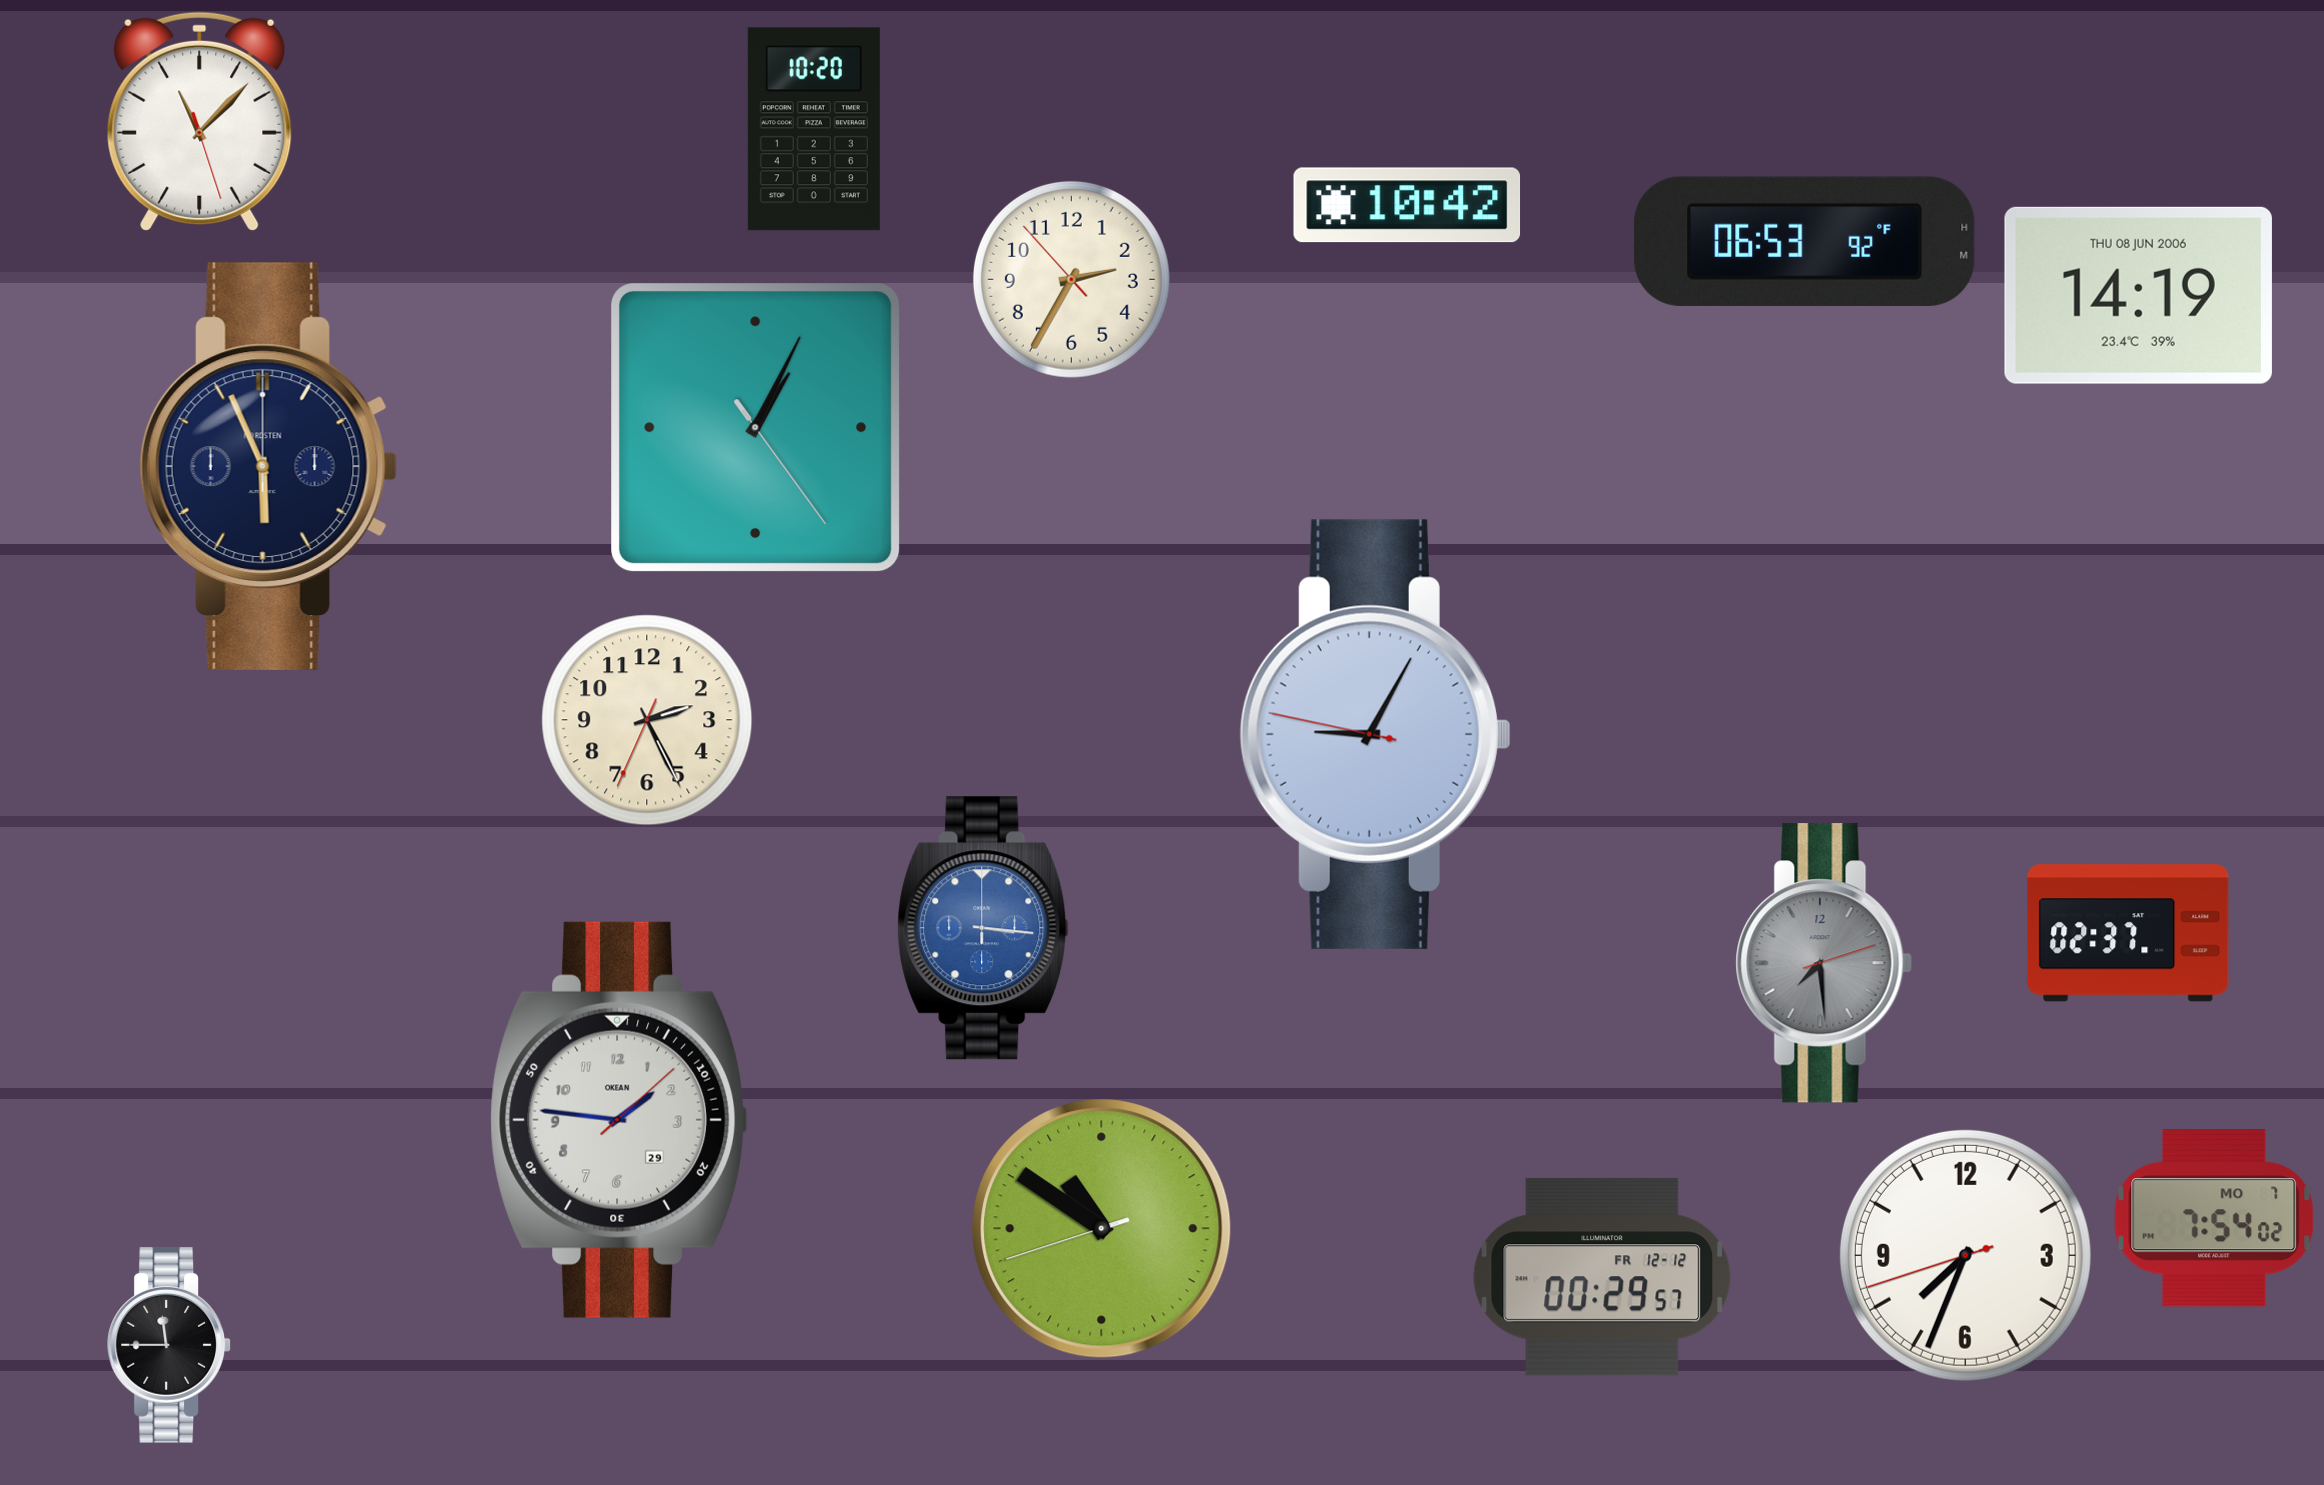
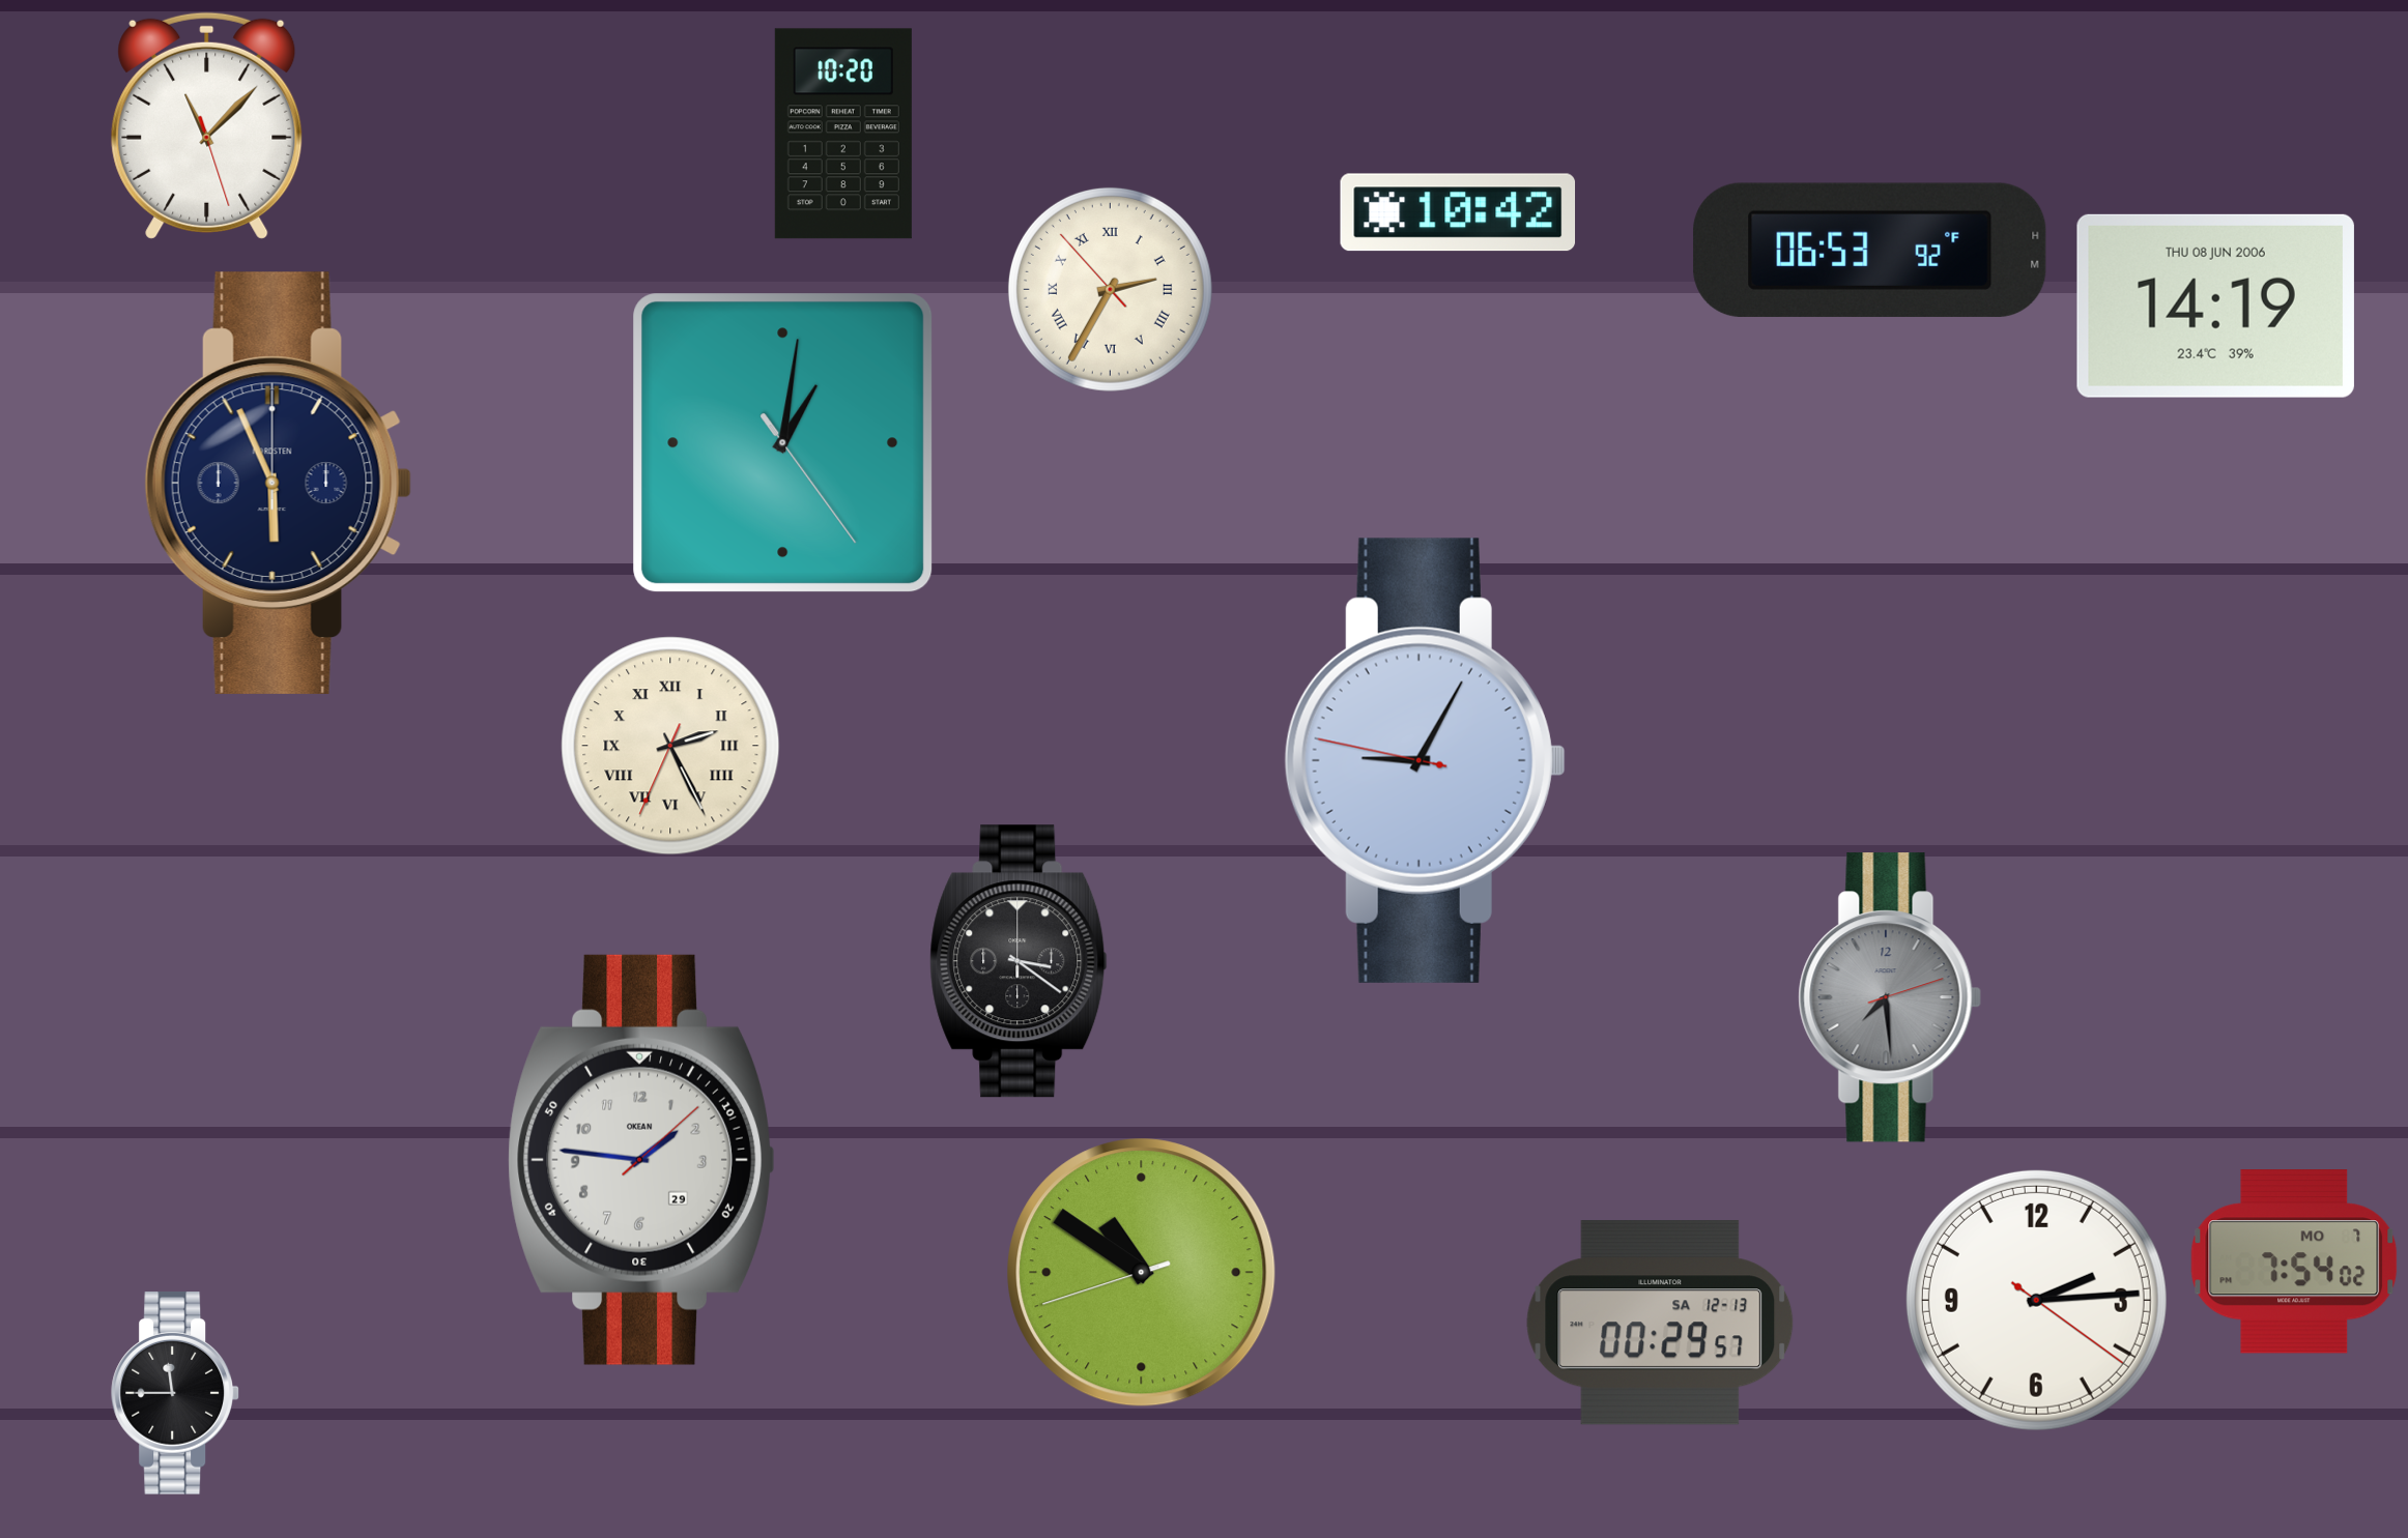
clock at (1071, 279) numerals: Arabic -> Roman
clock at (756, 428): 1:04 -> 1:01
clock at (647, 720) numerals: Arabic -> Roman
clock at (983, 928): 3:16 -> 3:21
clock at (983, 928) dial: blue -> black
clock at (2128, 933): 02:37 -> none
clock at (1965, 1255): 7:33 -> 2:14
clock at (1602, 1277) date: FR 12-12 -> SA 12-13
